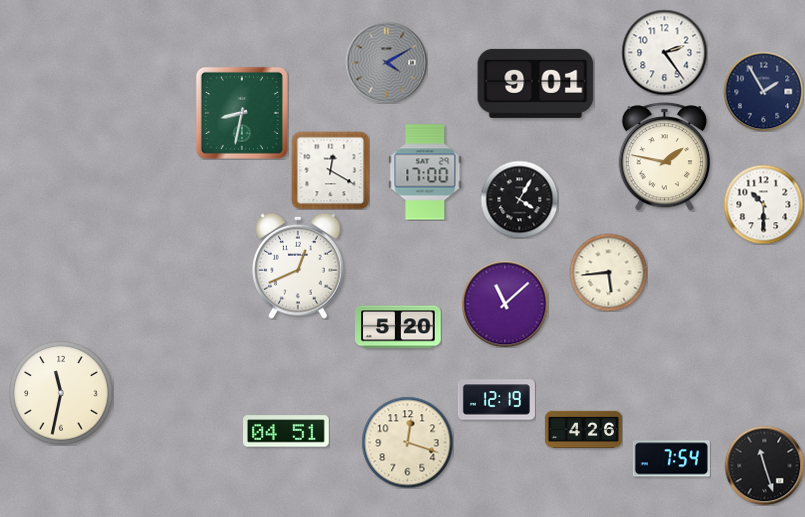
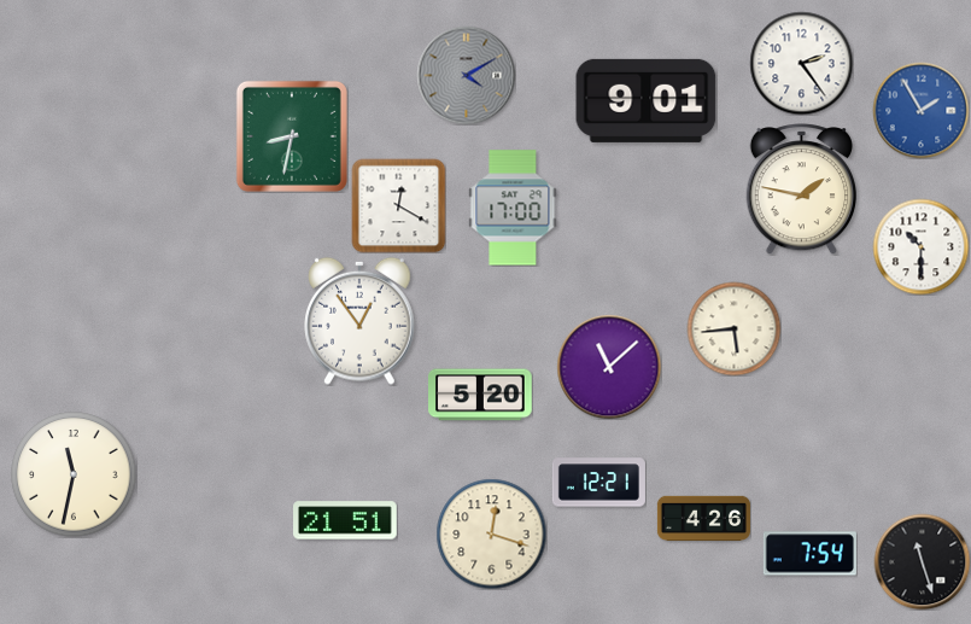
clock at (763, 91) dial: navy -> blue
clock at (519, 199): 4:05 -> none
clock at (298, 266): 12:41 -> 12:54
clock at (496, 400): 12:19 -> 12:21
clock at (286, 431): 04:51 -> 21:51
